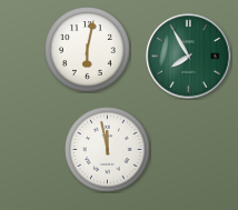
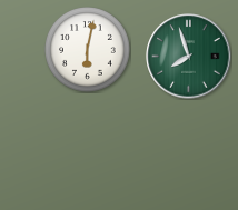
clock at (189, 57): 7:55 -> 7:57
clock at (108, 150): 11:58 -> none
